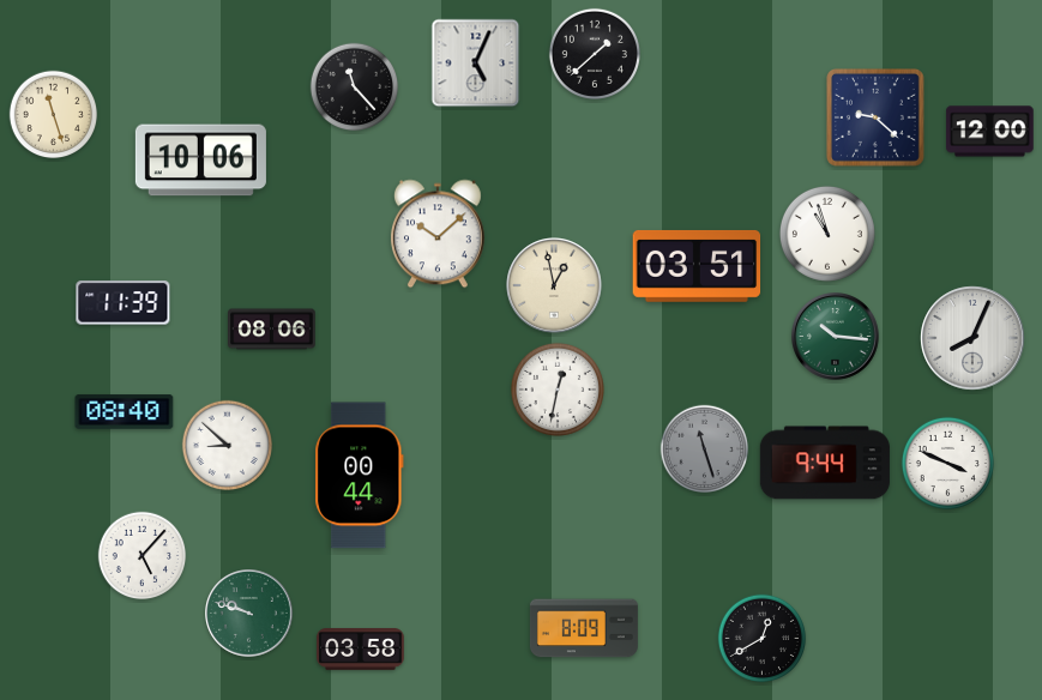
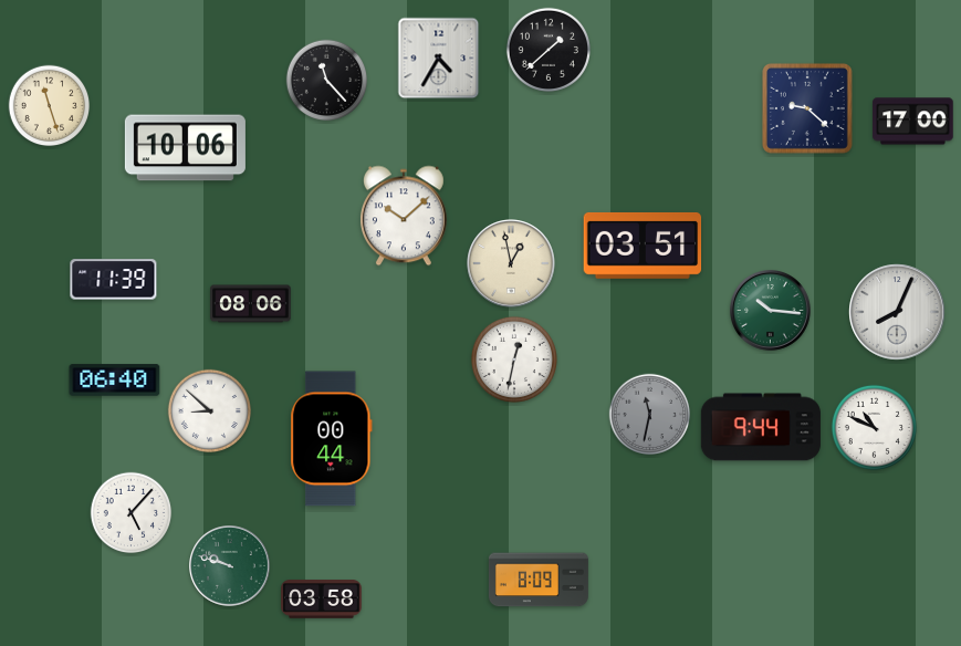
clock at (476, 64): 5:04 -> 4:35
clock at (990, 132): 12:00 -> 17:00
clock at (827, 234): 10:57 -> none
clock at (125, 412): 08:40 -> 06:40
clock at (705, 449): 11:27 -> 11:32
clock at (947, 463): 3:49 -> 10:49
clock at (763, 639): 12:40 -> none
clock at (361, 650) position: (361, 650) -> (322, 600)
